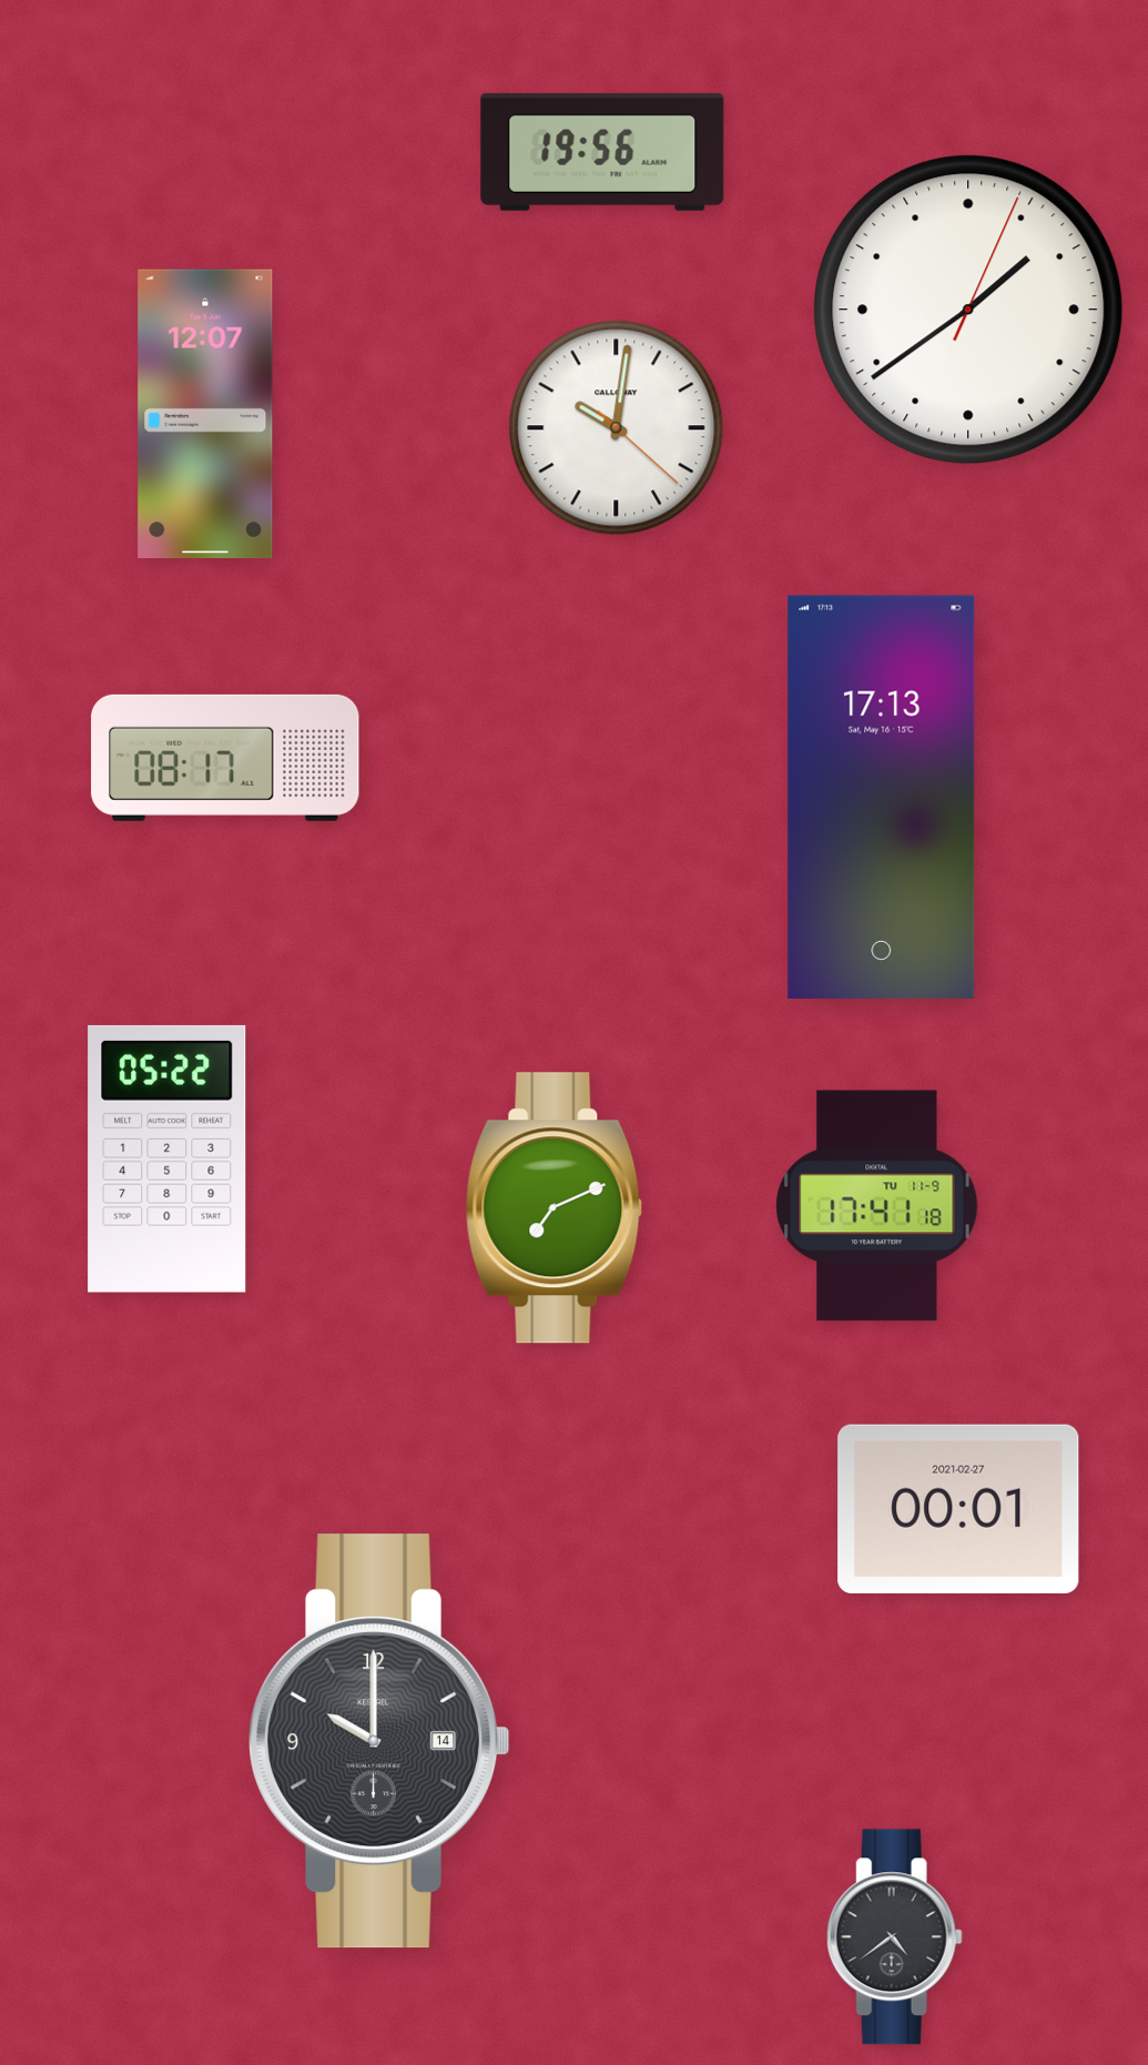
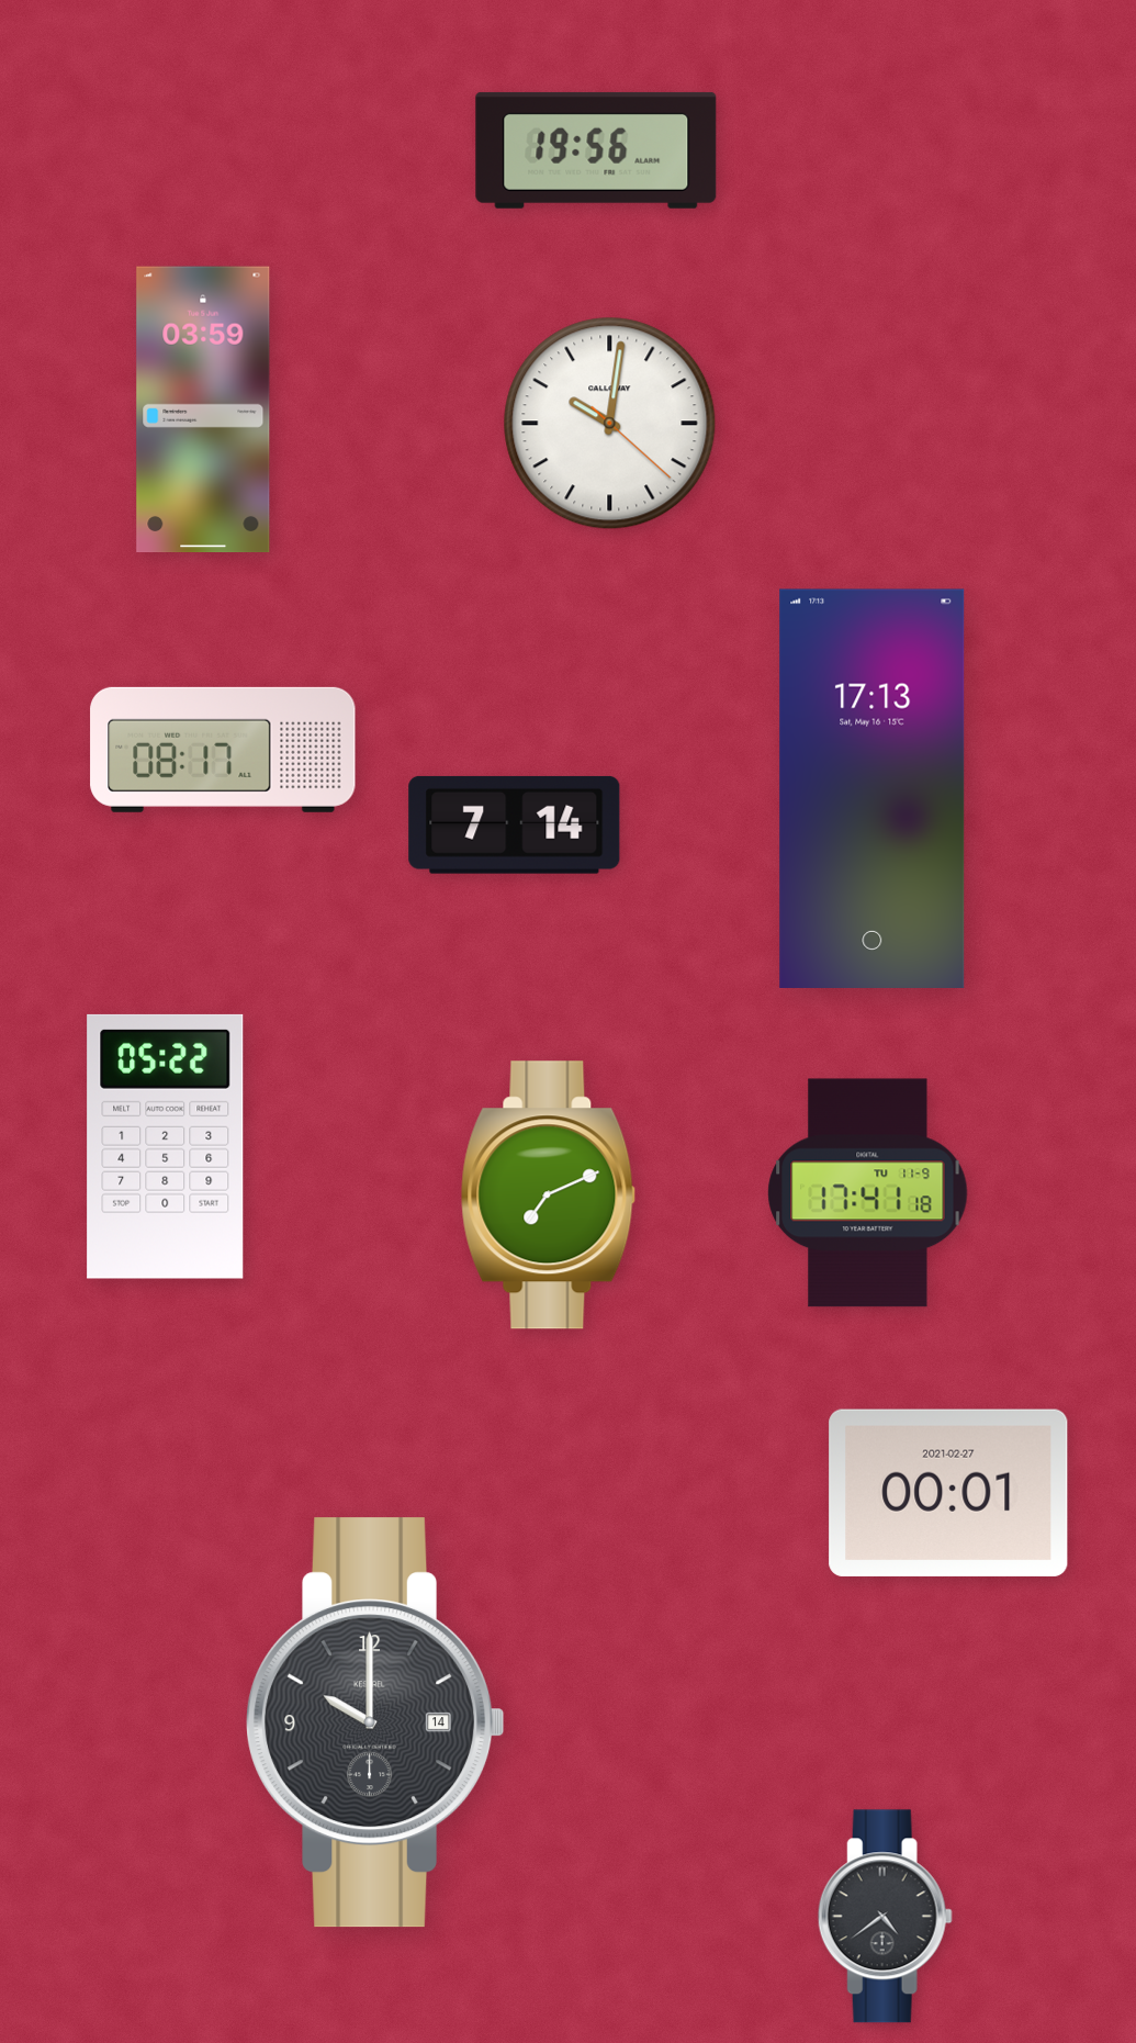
clock at (968, 310): 1:39 -> none
clock at (205, 414): 12:07 -> 03:59
clock at (515, 824): none -> 7:14
